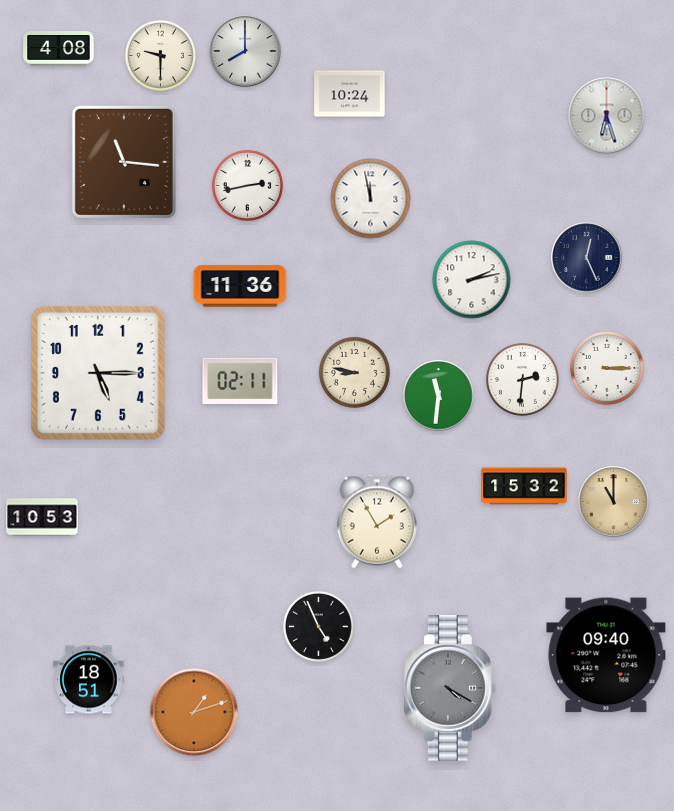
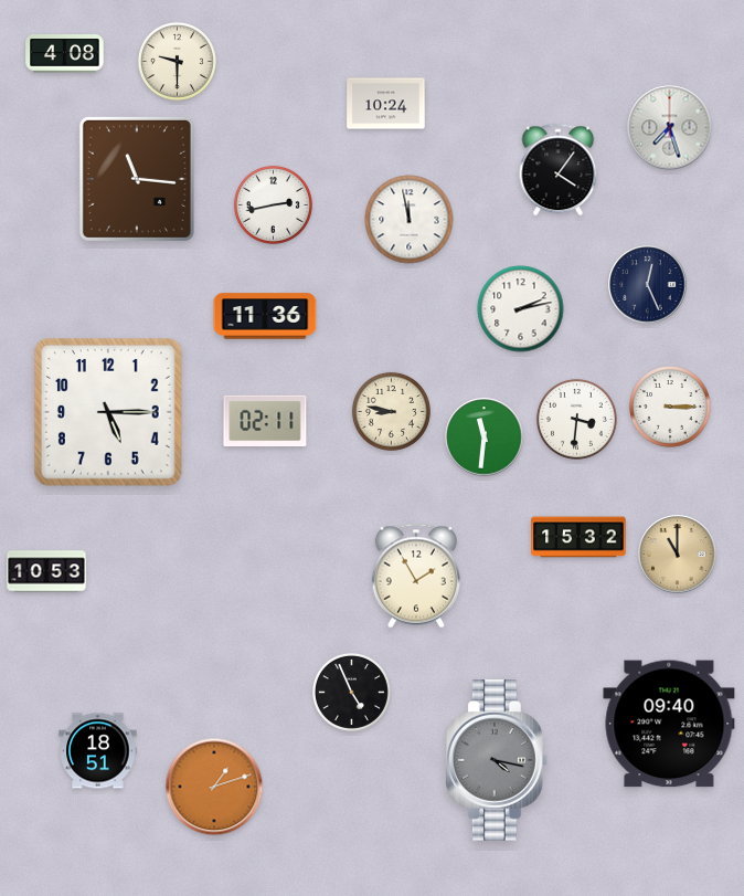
clock at (245, 51): 8:00 -> none
clock at (607, 116): 6:27 -> 7:27
clock at (559, 170): none -> 4:06
clock at (523, 380): 2:31 -> 3:31
clock at (451, 688): 4:20 -> 4:17
